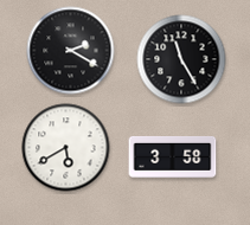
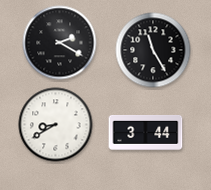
clock at (66, 148): 5:40 -> 8:40
clock at (173, 156): 3:58 -> 3:44
